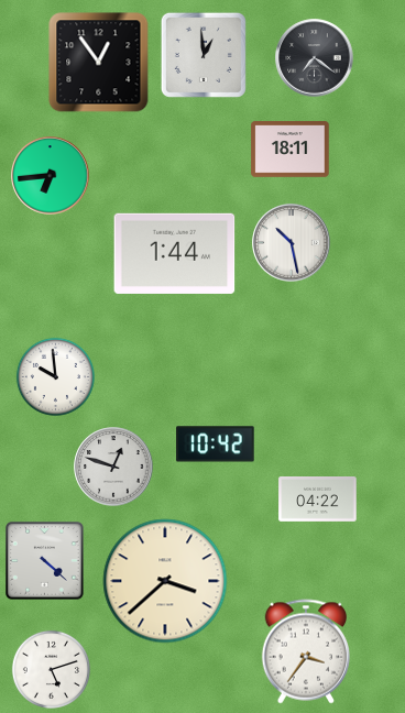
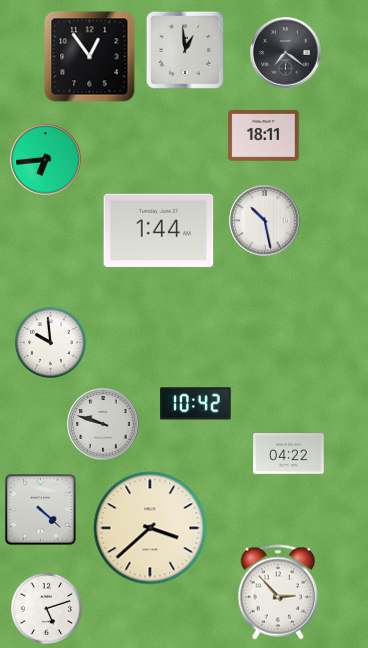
clock at (113, 467): 12:48 -> 9:48
clock at (305, 651): 3:36 -> 2:53
